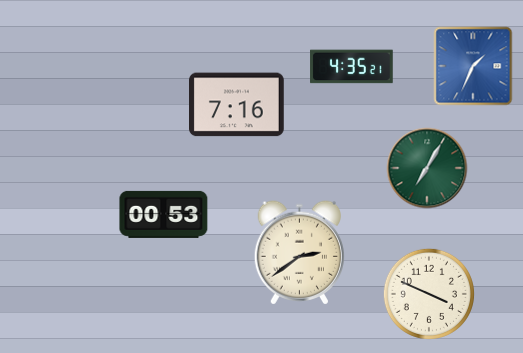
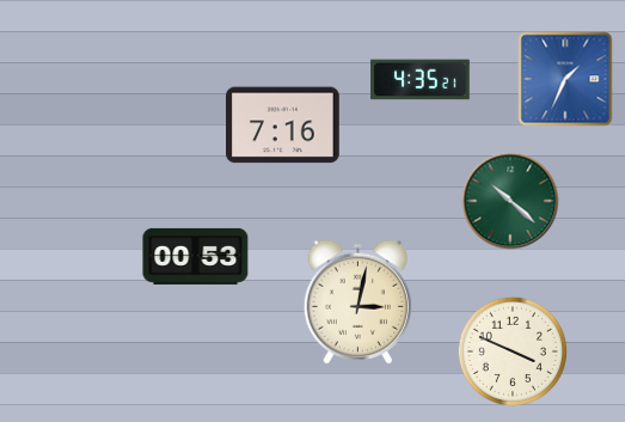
clock at (427, 168): 7:05 -> 10:22
clock at (299, 253): 2:39 -> 3:02
